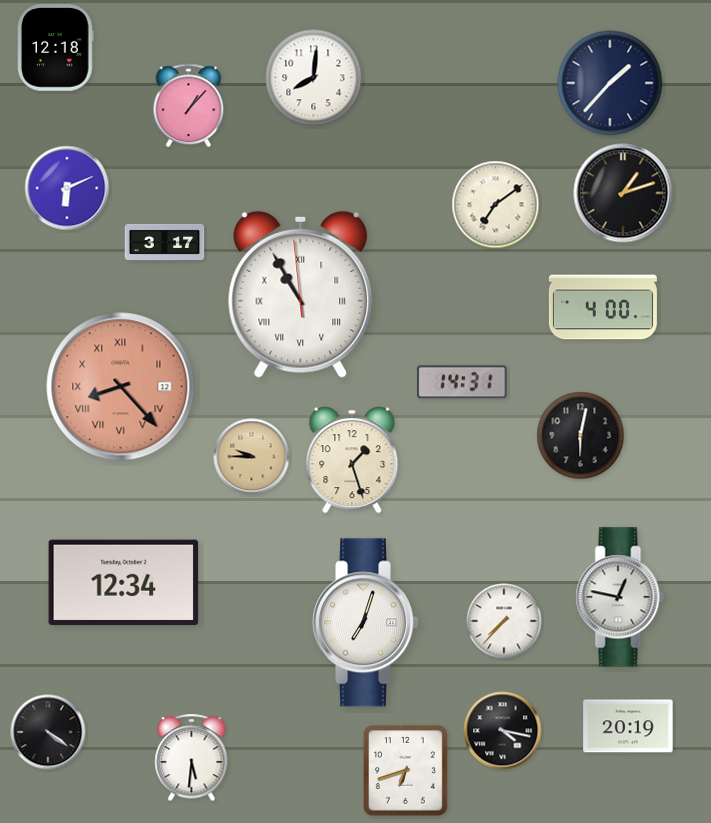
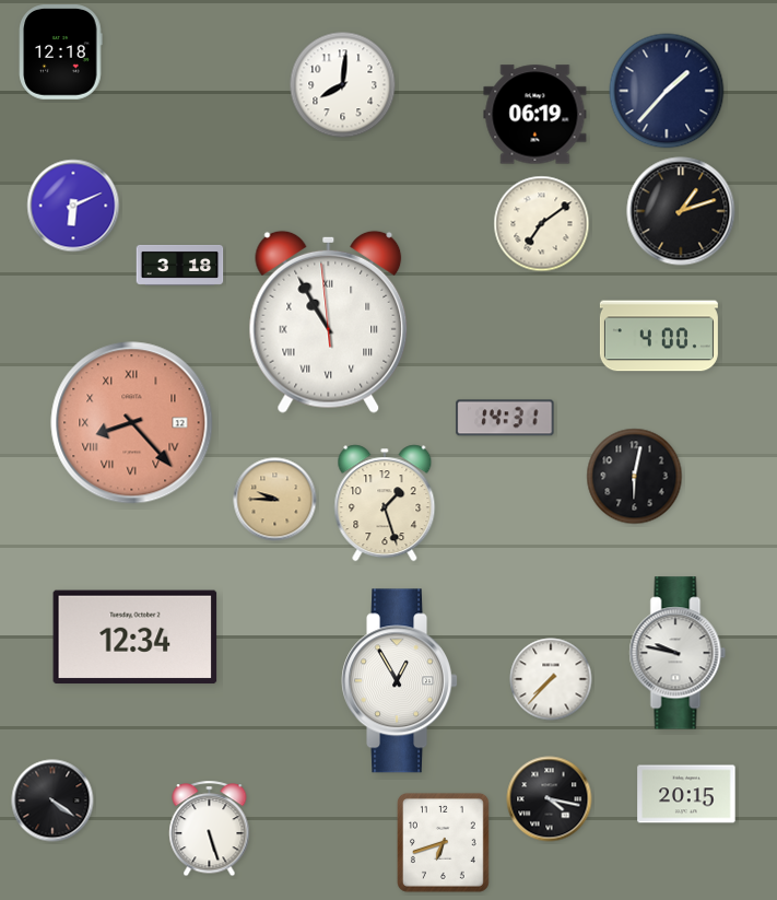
clock at (535, 115): none -> 06:19
clock at (189, 106): 1:07 -> none
clock at (165, 242): 3:17 -> 3:18
clock at (620, 597): 12:47 -> 9:47
clock at (366, 623): 7:03 -> 12:55
clock at (628, 726): 20:19 -> 20:15
clock at (192, 758): 5:31 -> 5:27
